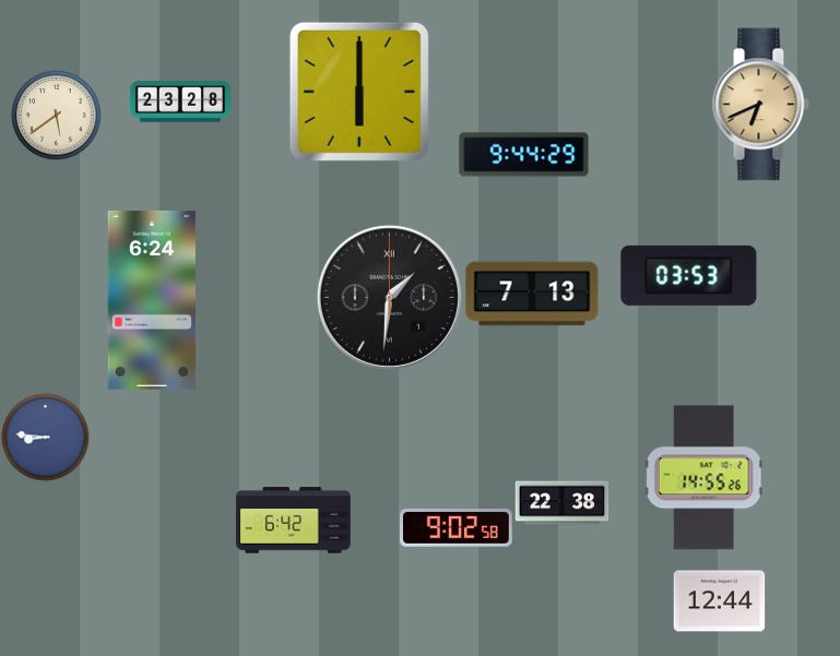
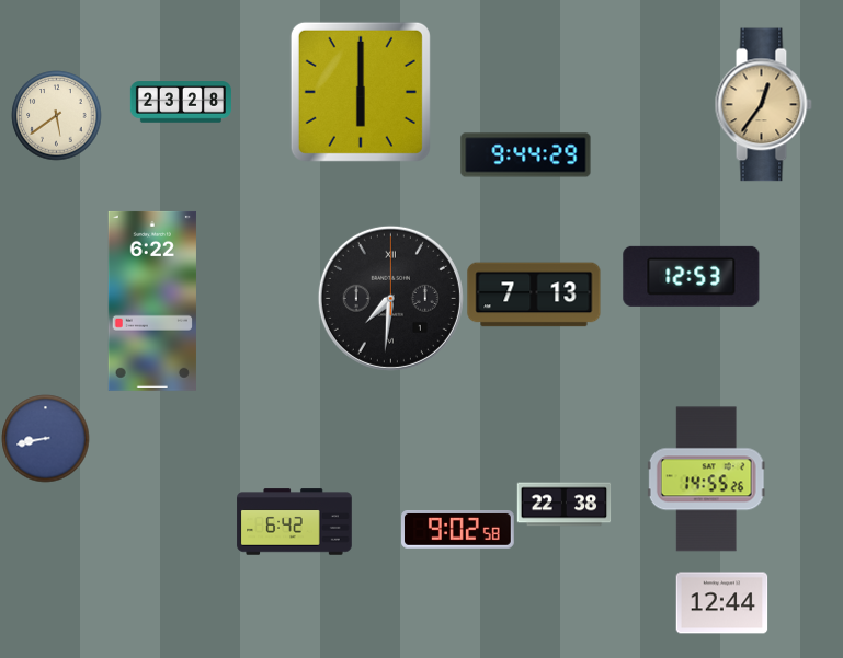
clock at (760, 105): 6:41 -> 12:36
clock at (689, 275): 03:53 -> 12:53
clock at (389, 297): 1:31 -> 7:31
clock at (152, 300): 6:24 -> 6:22
clock at (45, 437): 8:46 -> 8:43
